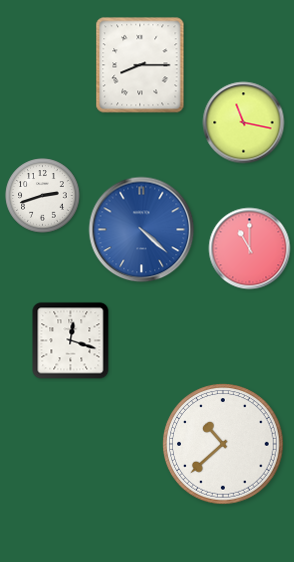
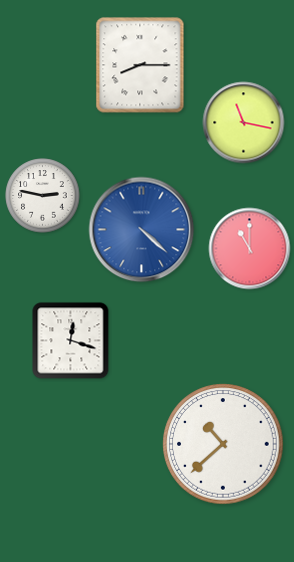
clock at (43, 196): 2:42 -> 2:47
